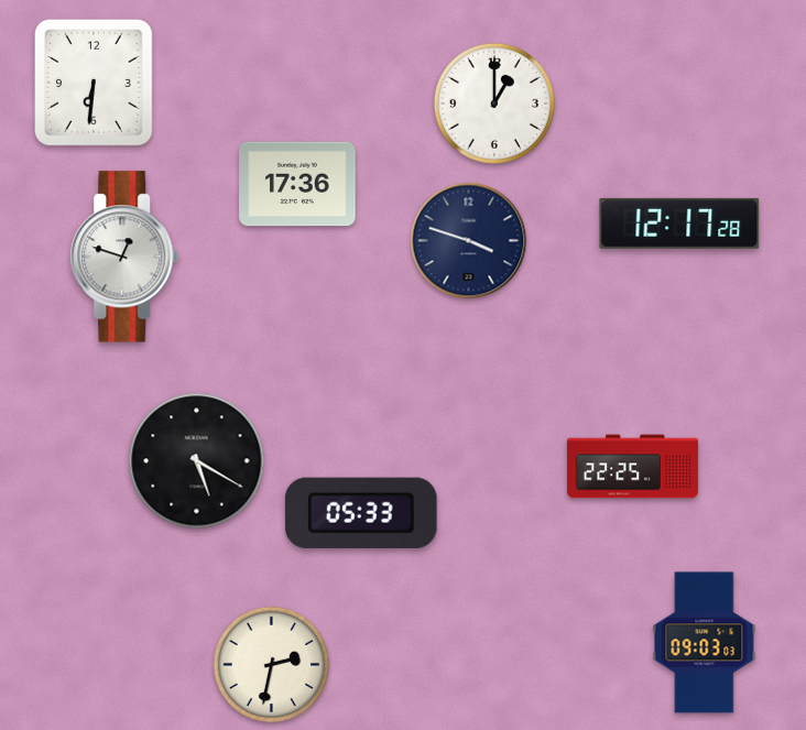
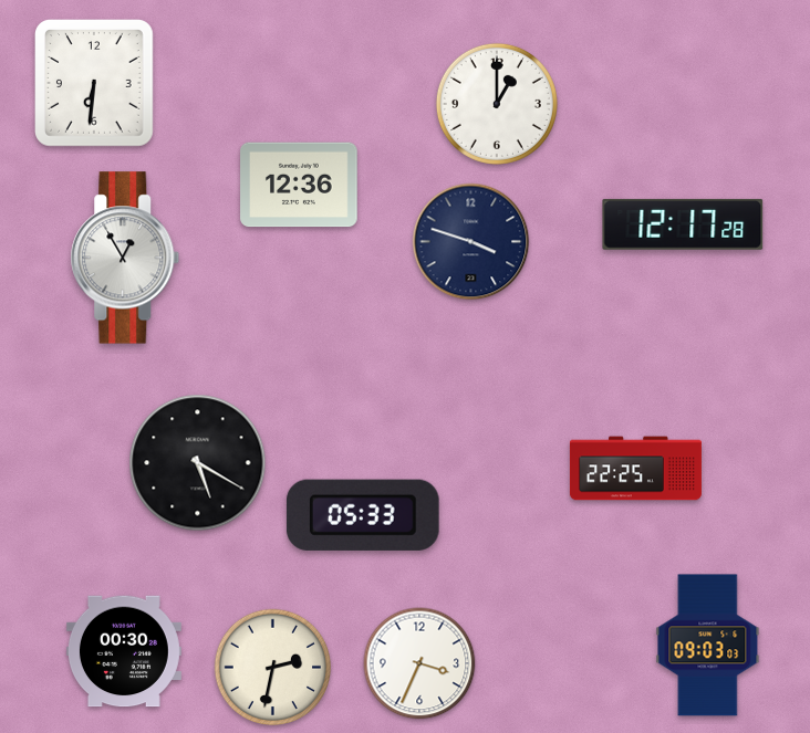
clock at (297, 184): 17:36 -> 12:36
clock at (124, 257): 12:48 -> 12:55
clock at (124, 651): none -> 00:30
clock at (419, 663): none -> 3:34
